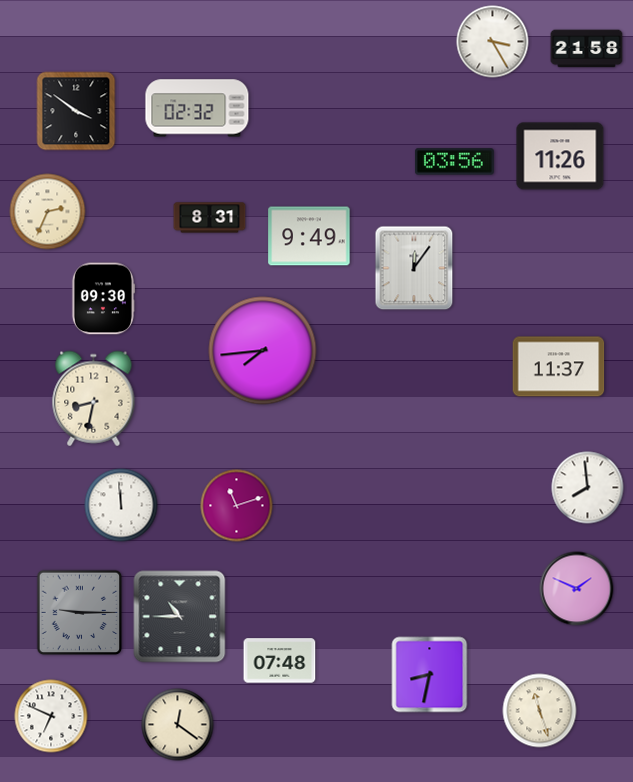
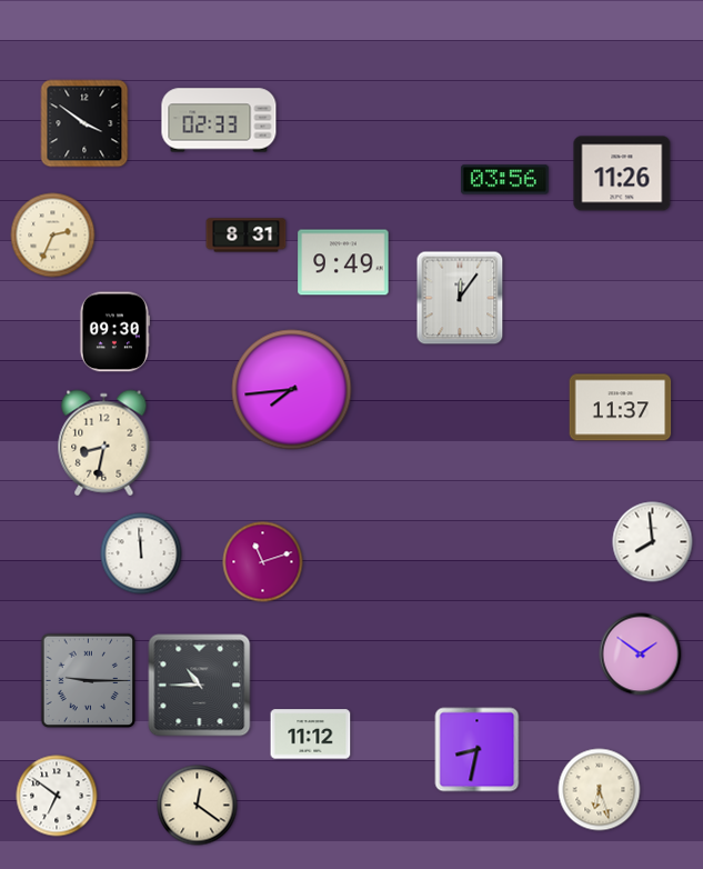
clock at (493, 42): 3:25 -> none
clock at (587, 49): 21:58 -> none
clock at (197, 108): 02:32 -> 02:33
clock at (210, 218) position: (210, 218) -> (247, 236)
clock at (121, 505) position: (121, 505) -> (141, 553)
clock at (577, 589): 1:49 -> 1:51
clock at (280, 661): 07:48 -> 11:12
clock at (540, 711): 11:27 -> 6:27
clock at (51, 716): 6:49 -> 6:51
